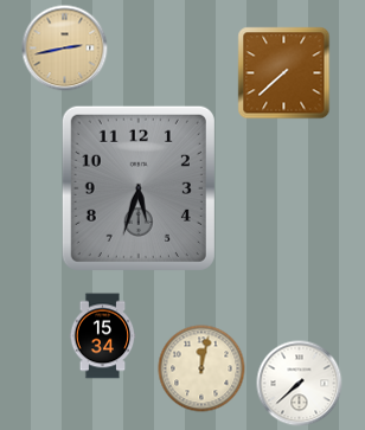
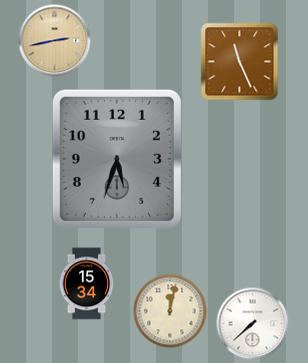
clock at (284, 73): 7:38 -> 11:26
